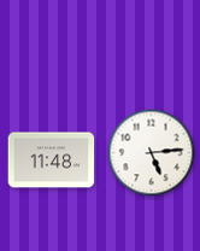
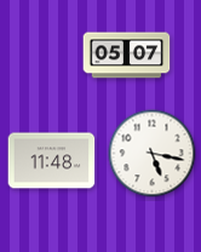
clock at (127, 56): none -> 05:07
clock at (152, 153): 5:14 -> 5:17
